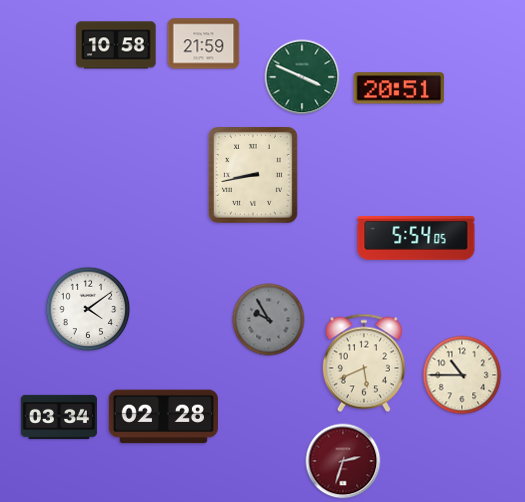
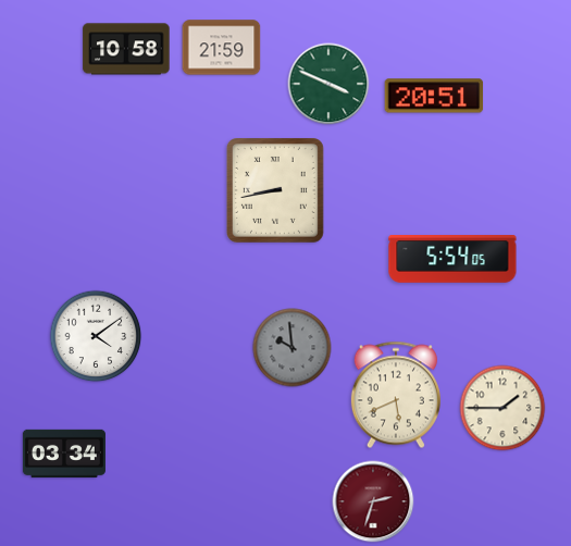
clock at (269, 320): 9:55 -> 9:59
clock at (462, 375): 10:45 -> 1:45
clock at (163, 417): 02:28 -> none
